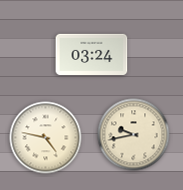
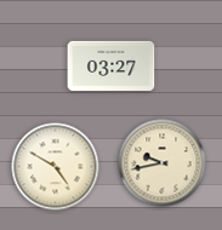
clock at (92, 54): 03:24 -> 03:27
clock at (46, 138): 4:47 -> 4:50
